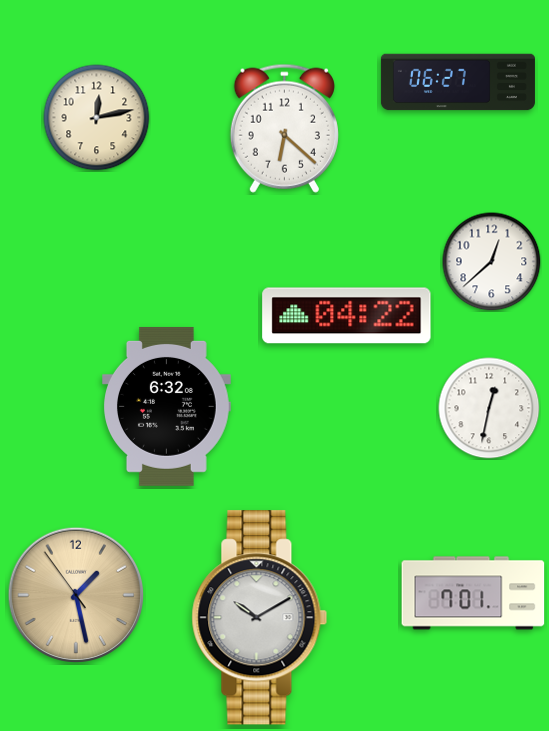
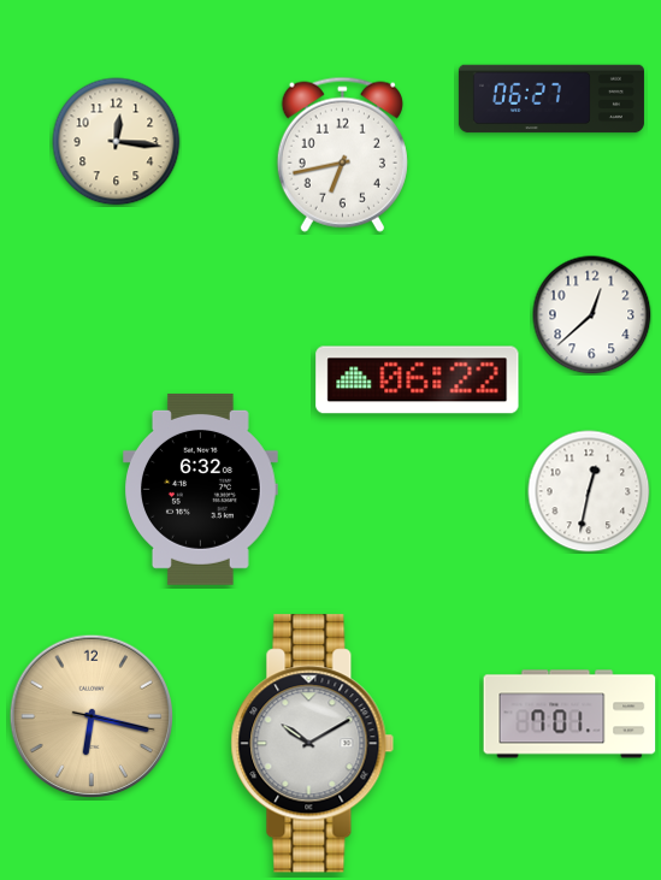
clock at (97, 118): 12:13 -> 12:16
clock at (284, 128): 6:22 -> 6:43
clock at (347, 316): 04:22 -> 06:22
clock at (75, 594): 1:27 -> 6:17
